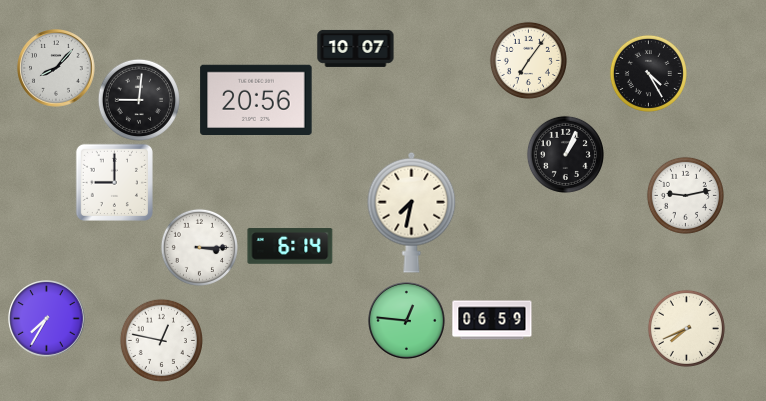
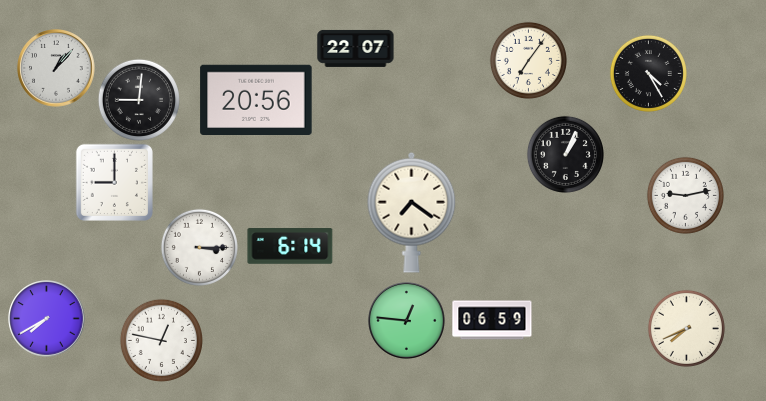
clock at (356, 48): 10:07 -> 22:07
clock at (57, 68): 8:07 -> 1:07
clock at (412, 212): 7:32 -> 7:21
clock at (47, 319): 7:35 -> 7:40
